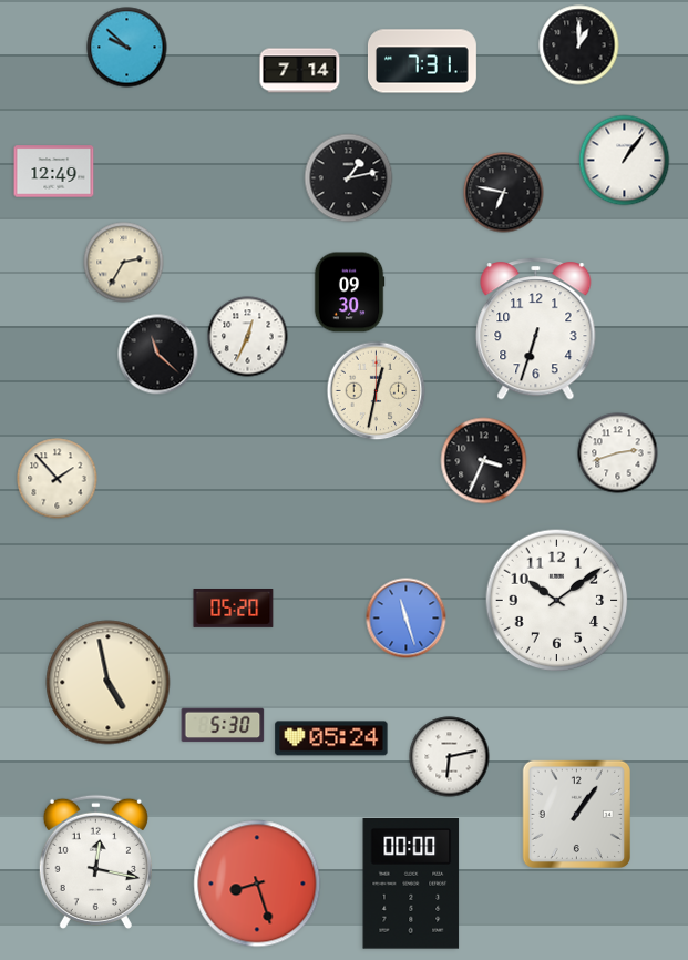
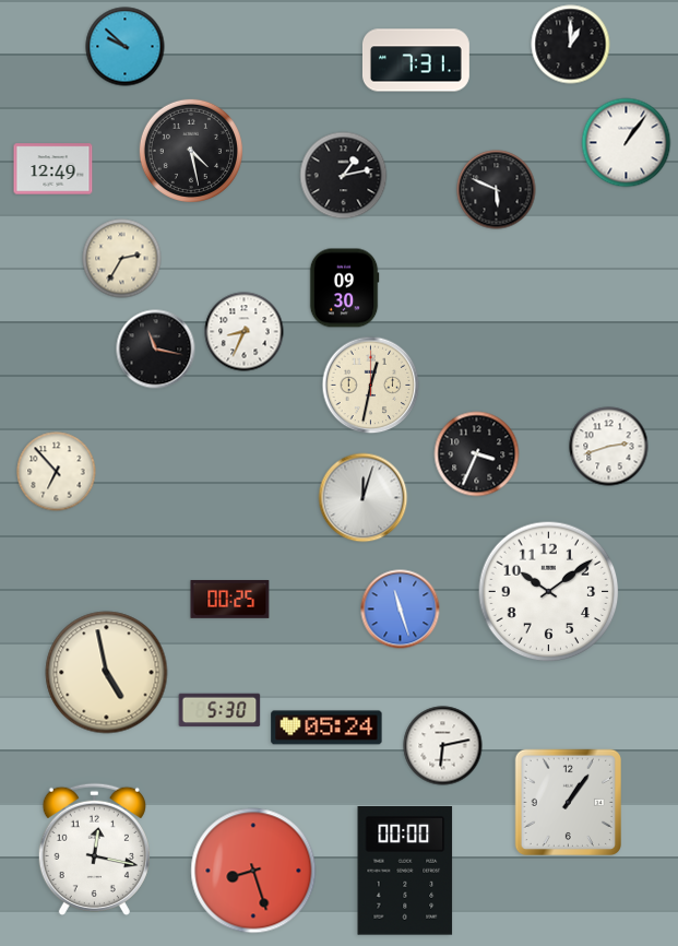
clock at (300, 71): 7:14 -> none
clock at (191, 151): none -> 4:28
clock at (625, 161) position: (625, 161) -> (627, 143)
clock at (504, 193): 6:47 -> 5:49
clock at (536, 329): 6:33 -> none
clock at (248, 337): 12:34 -> 8:34
clock at (158, 355): 11:22 -> 11:17
clock at (58, 479): 1:53 -> 6:53
clock at (364, 498): none -> 12:03
clock at (234, 609): 05:20 -> 00:25
clock at (223, 725) position: (223, 725) -> (219, 710)
